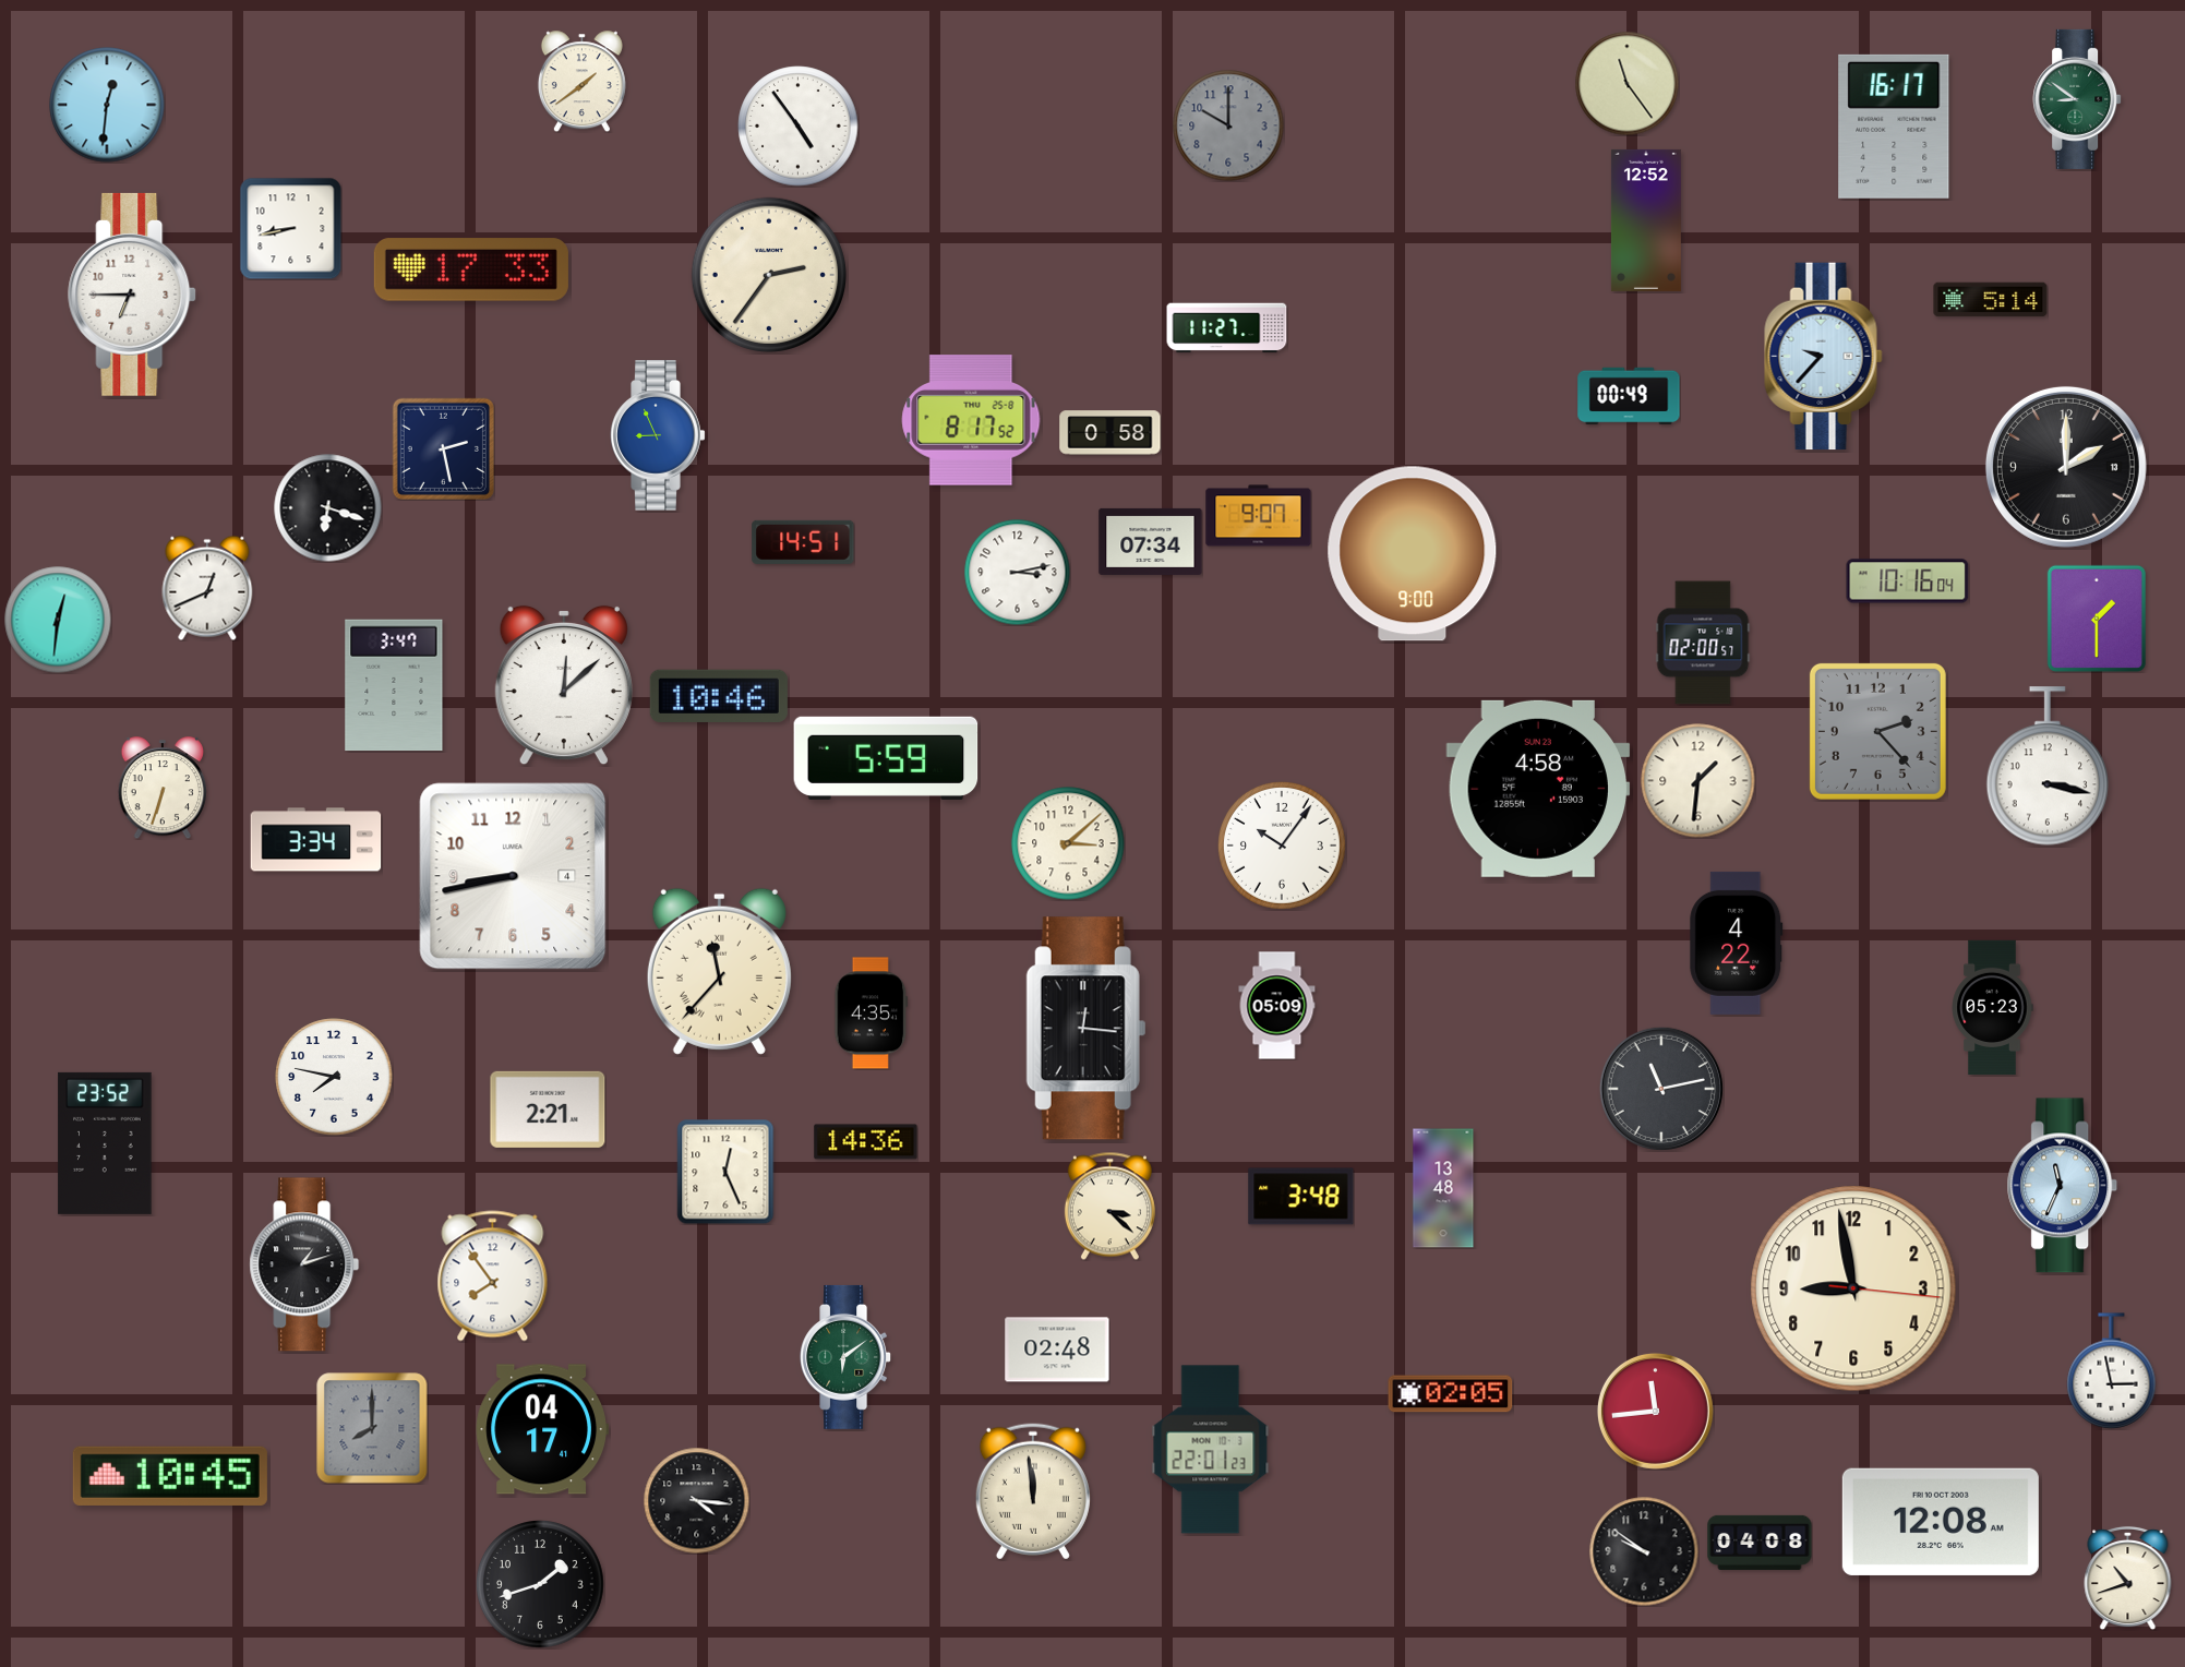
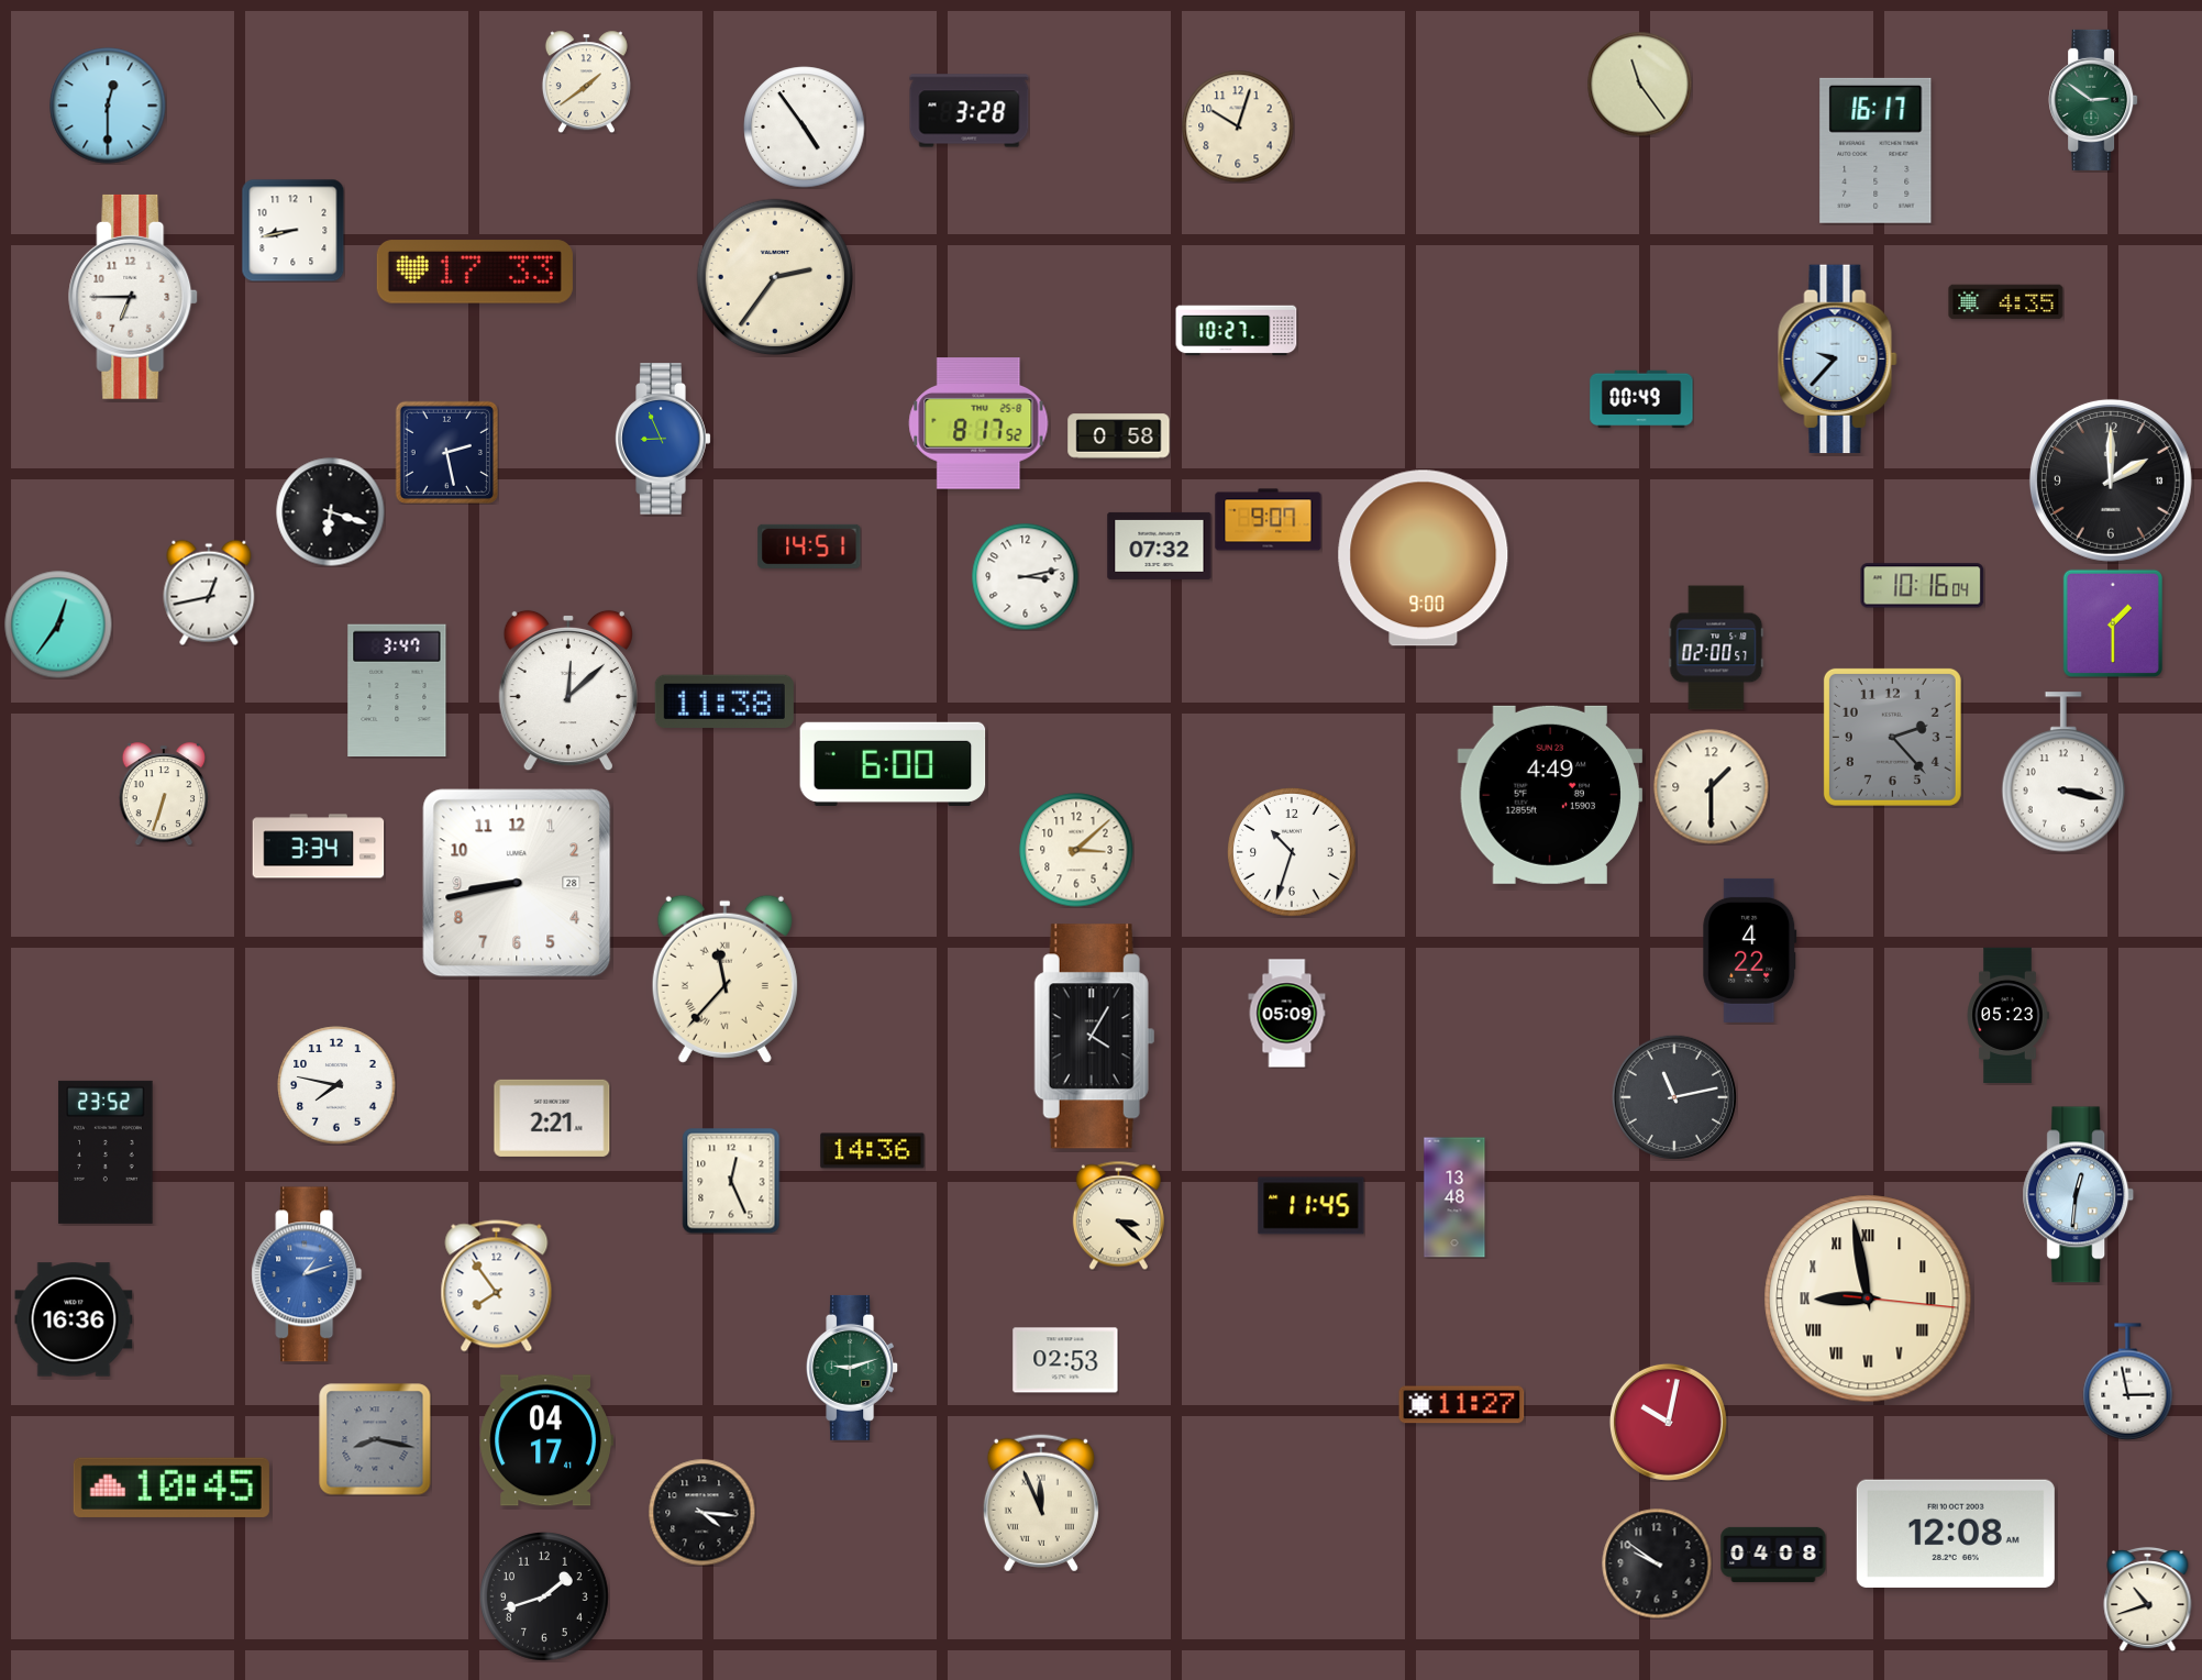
clock at (2077, 99): 8:51 -> 2:51
clock at (107, 105): 12:31 -> 12:30
clock at (970, 111): none -> 3:28
clock at (1228, 125): 10:00 -> 10:03
clock at (1228, 125) dial: grey -> cream
clock at (1894, 127) position: (1894, 127) -> (1875, 151)
clock at (1646, 220): 12:52 -> none
clock at (1991, 300): 5:14 -> 4:35
clock at (1227, 328): 11:27 -> 10:27
clock at (2066, 467) position: (2066, 467) -> (2111, 480)
clock at (1151, 541): 07:34 -> 07:32
clock at (207, 588): 12:41 -> 12:43
clock at (58, 620): 12:31 -> 12:36
clock at (719, 696): 10:46 -> 11:38
clock at (886, 758): 5:59 -> 6:00
clock at (1698, 781): 1:31 -> 1:30
clock at (1538, 789): 4:58 -> 4:49
clock at (1283, 847): 10:06 -> 10:33
clock at (513, 876) date: 4 -> 28
clock at (872, 1014): 4:35 -> none
clock at (1085, 1029): 12:16 -> 4:05
clock at (2063, 1186): 11:34 -> 12:31
clock at (1301, 1197): 3:48 -> 11:45
clock at (304, 1264) dial: black -> blue
clock at (1853, 1288) numerals: Arabic -> Roman
clock at (74, 1319): none -> 16:36
clock at (1057, 1350): 02:48 -> 02:53
clock at (847, 1357): 6:09 -> 9:12
clock at (1451, 1394): 02:05 -> 11:27
clock at (1655, 1411): 11:44 -> 10:02
clock at (372, 1428): 8:00 -> 8:17
clock at (1211, 1450): 22:01 -> none
clock at (1033, 1491): 11:59 -> 11:56
clock at (2128, 1578) position: (2128, 1578) -> (2148, 1599)
